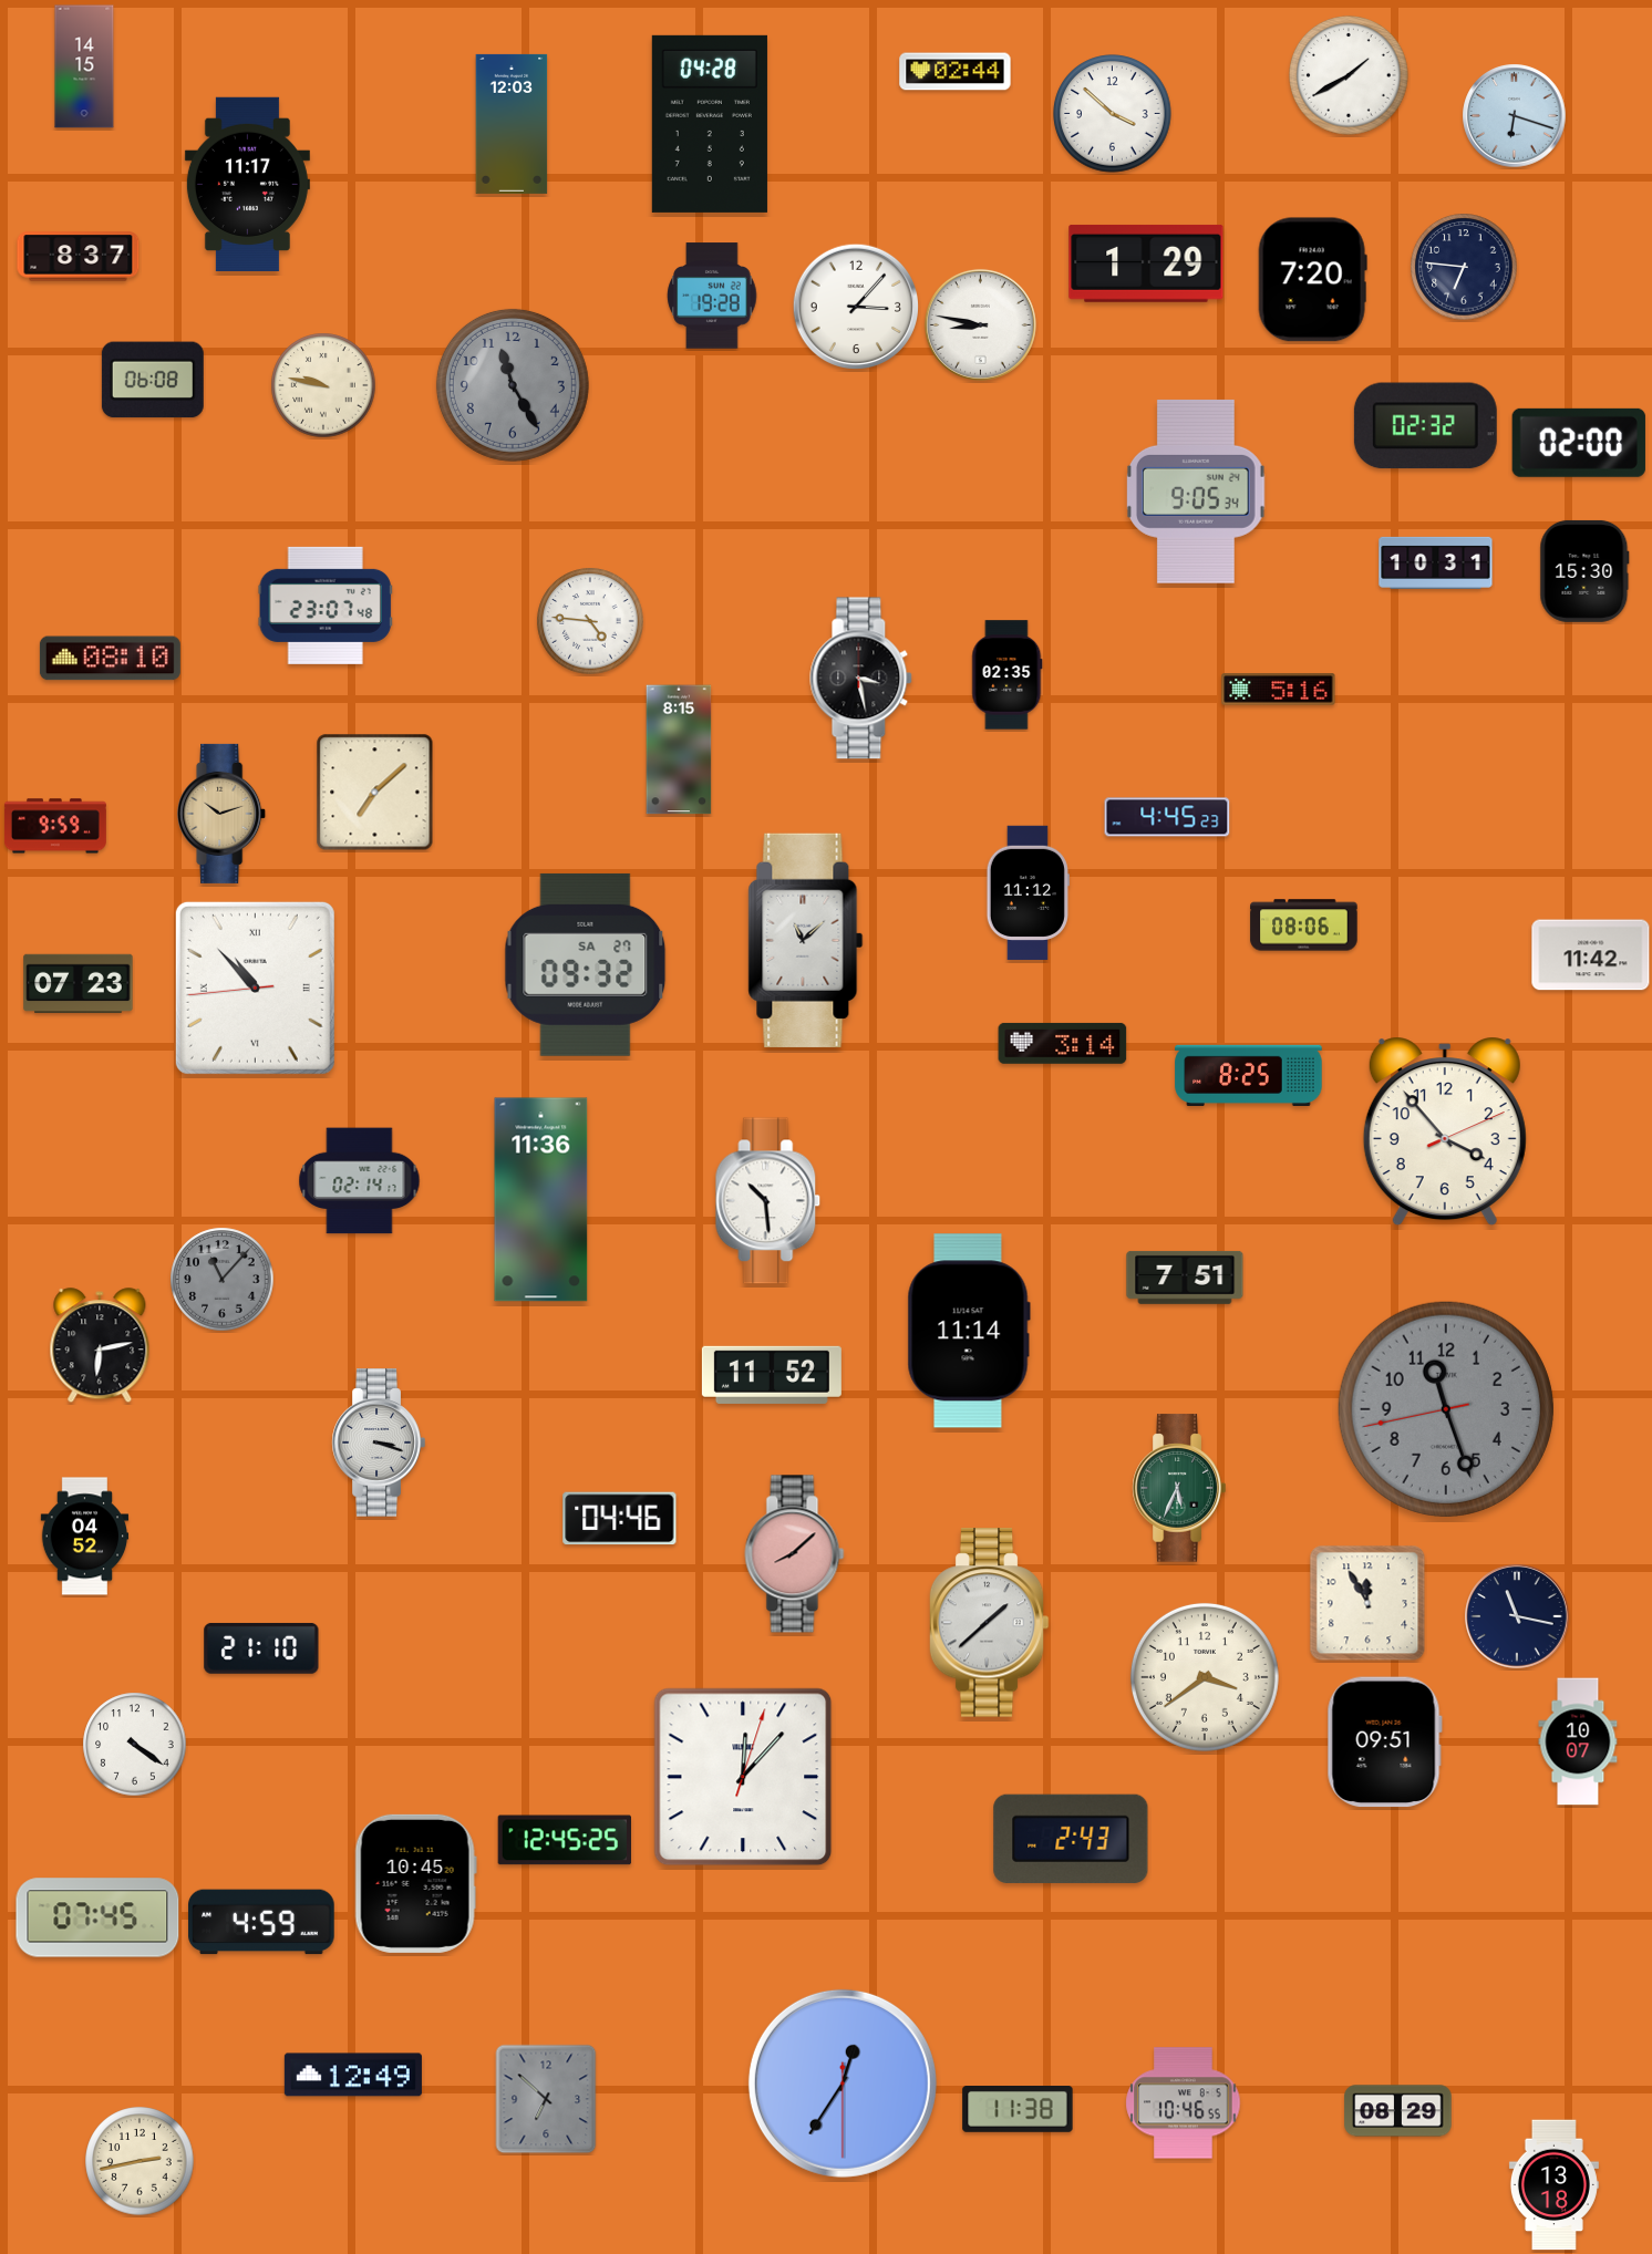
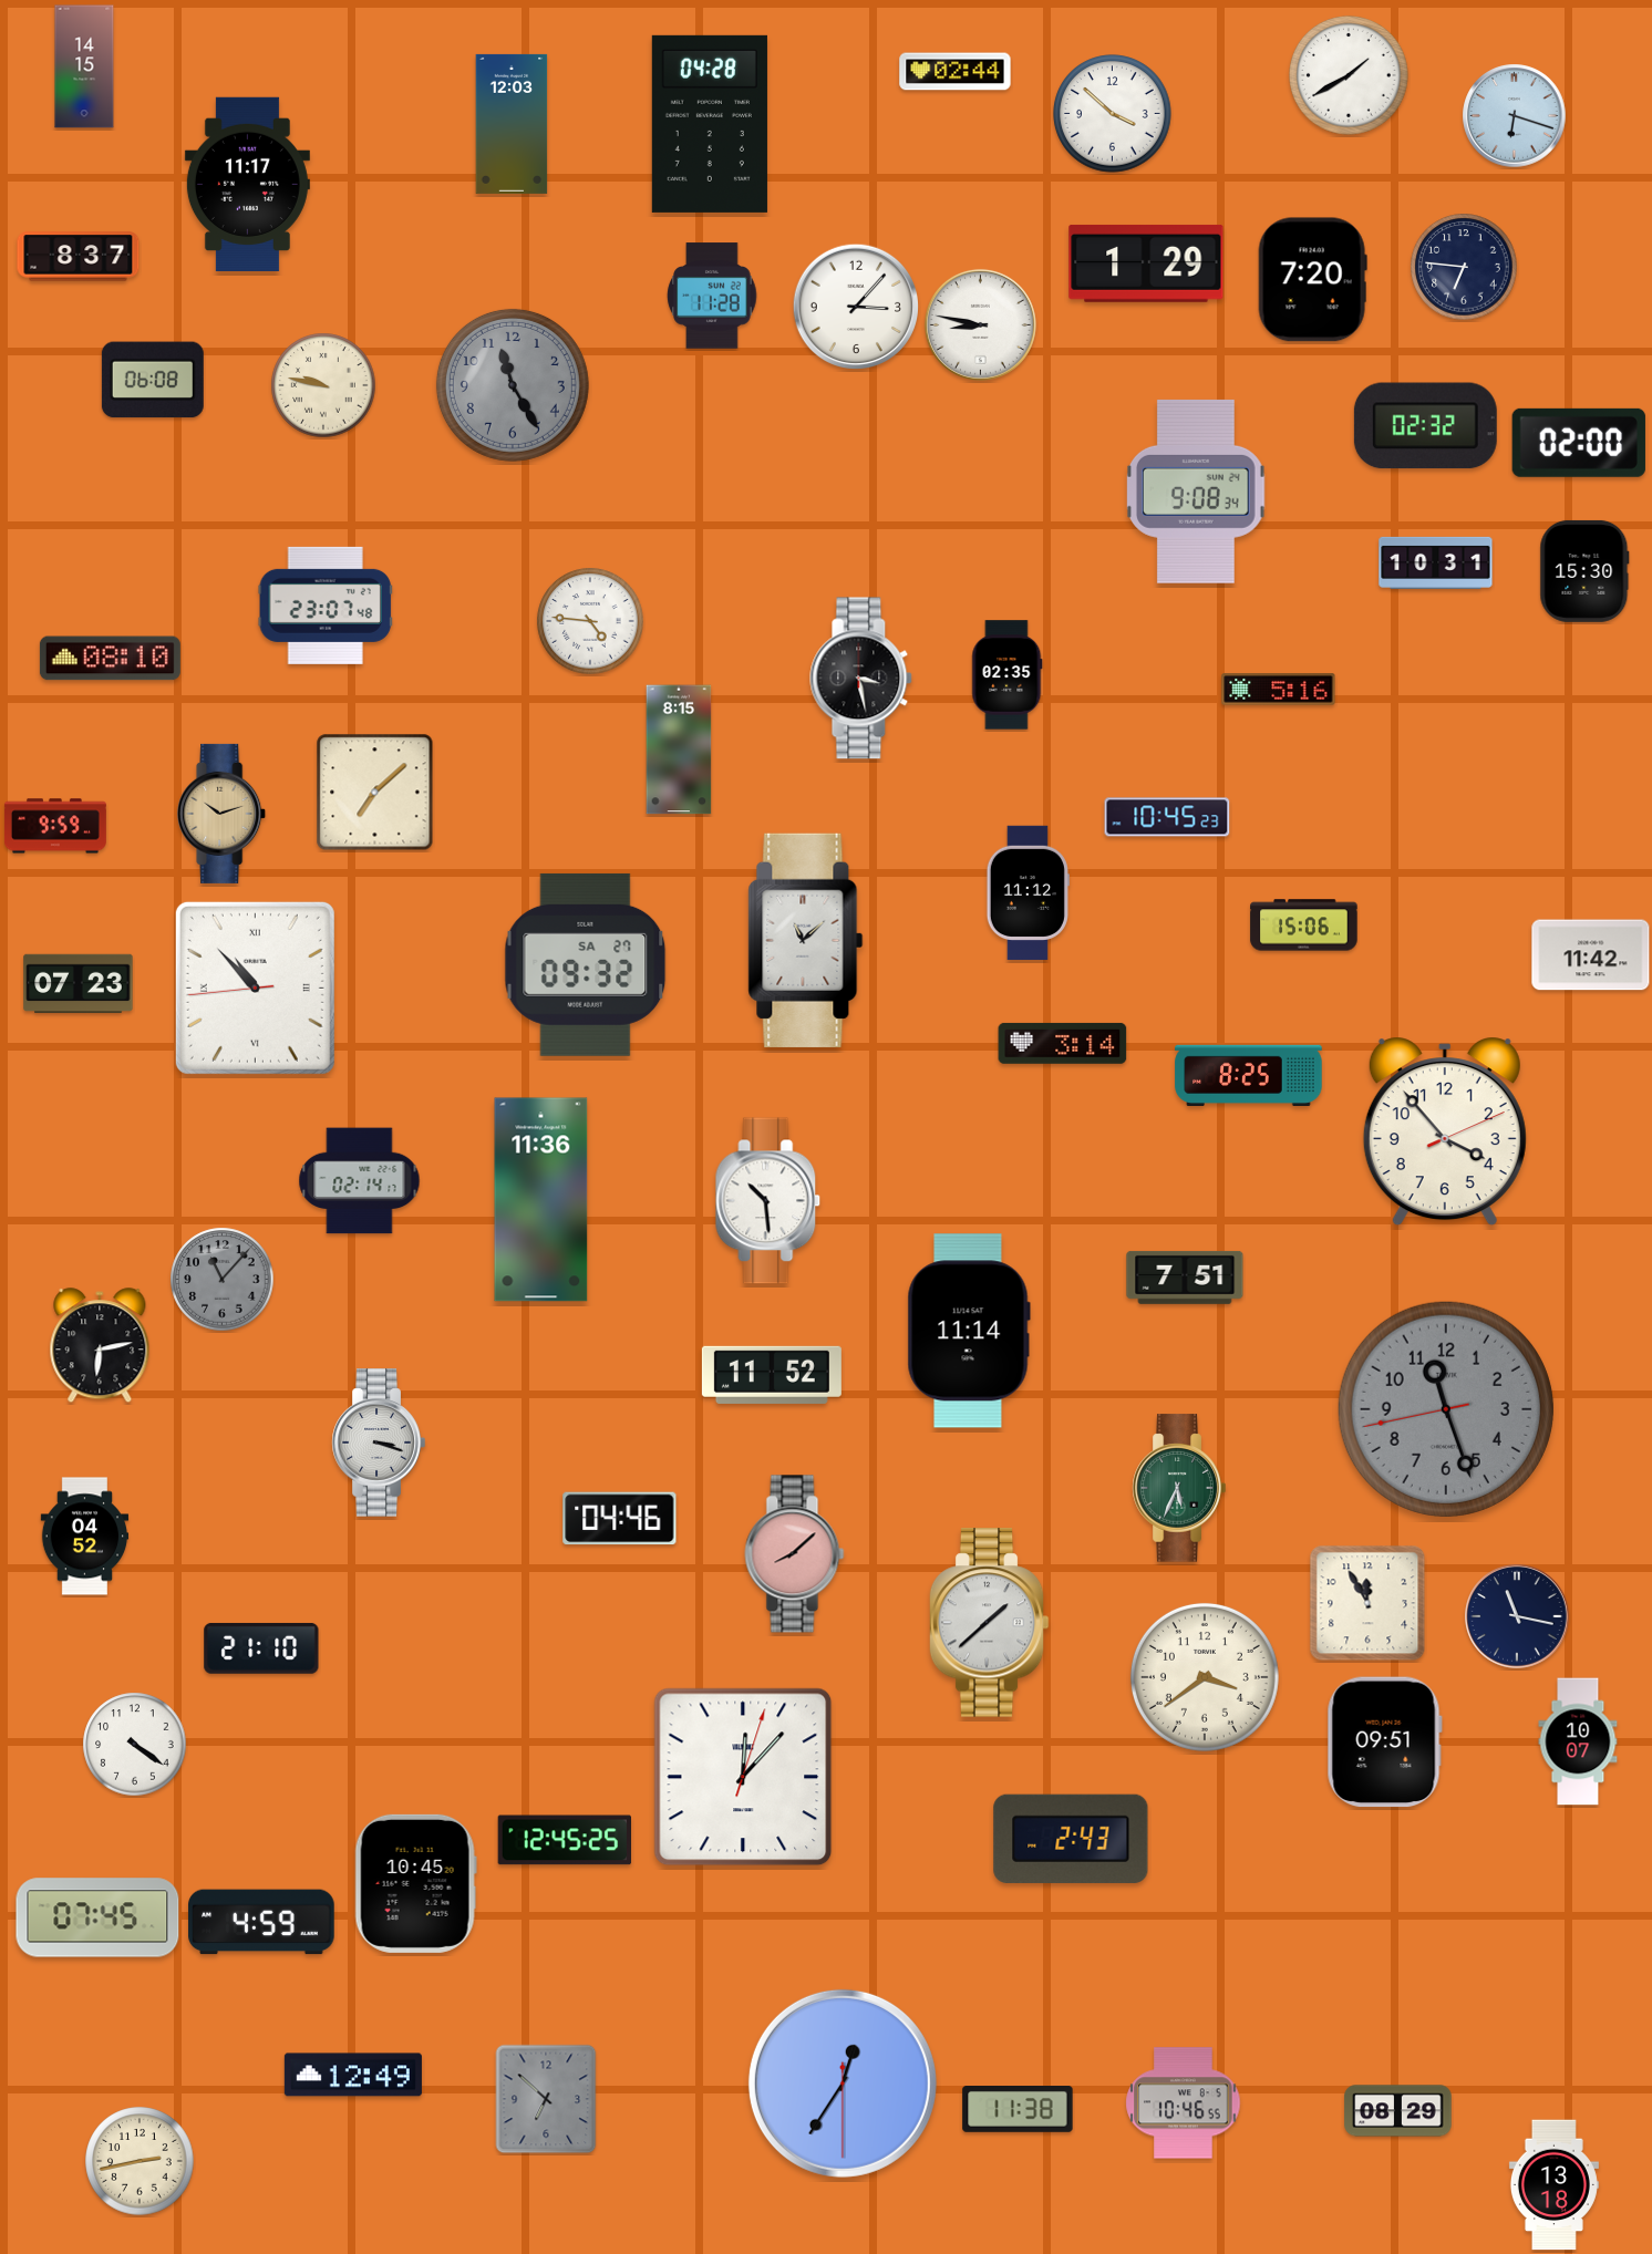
clock at (712, 296): 19:28 -> 11:28
clock at (1197, 492): 9:05 -> 9:08
clock at (1167, 817): 4:45 -> 10:45
clock at (1304, 926): 08:06 -> 15:06
